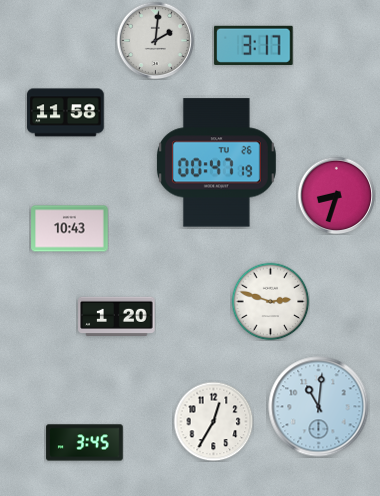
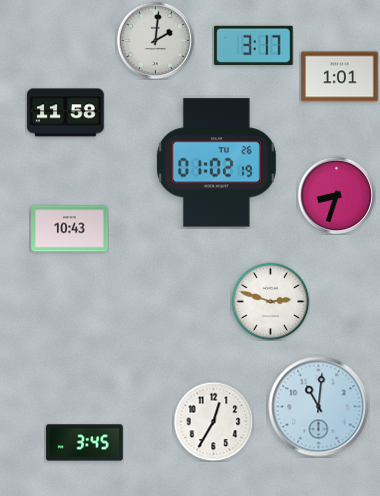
clock at (340, 77): none -> 1:01
clock at (216, 163): 00:47 -> 01:02
clock at (117, 317): 1:20 -> none
